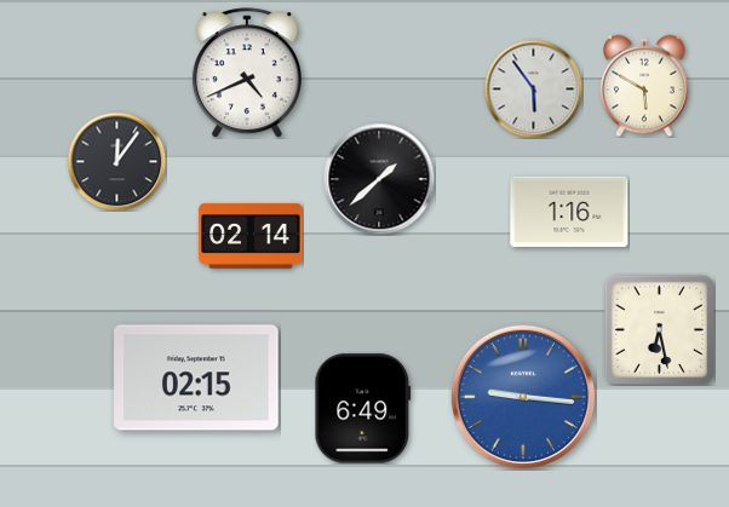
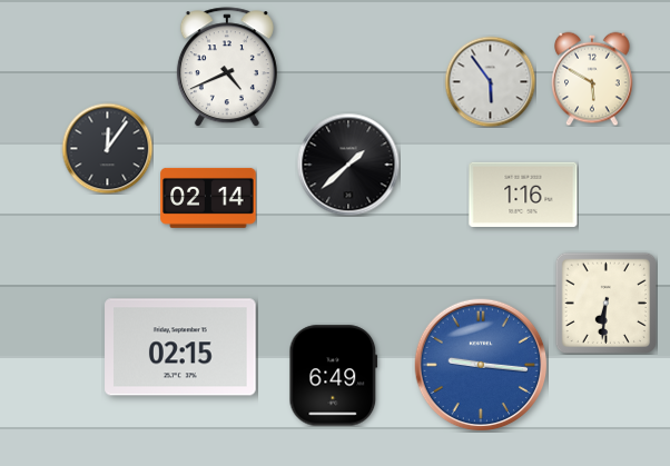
clock at (251, 236) position: (251, 236) -> (208, 198)
clock at (659, 329): 6:28 -> 6:31
